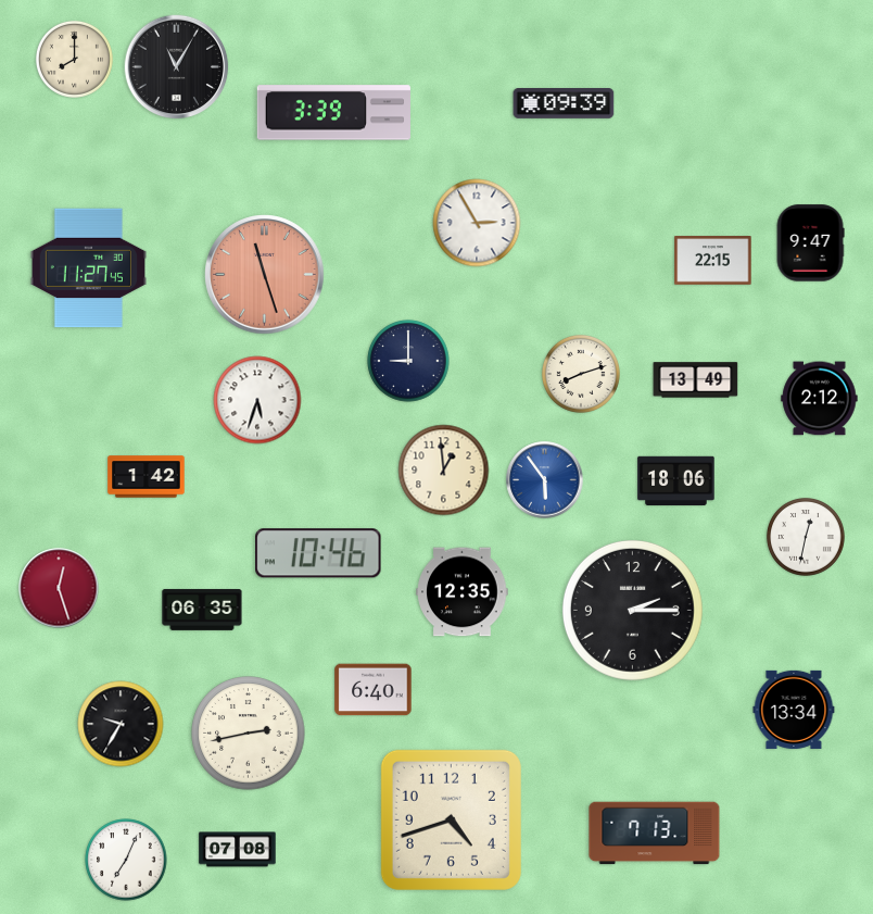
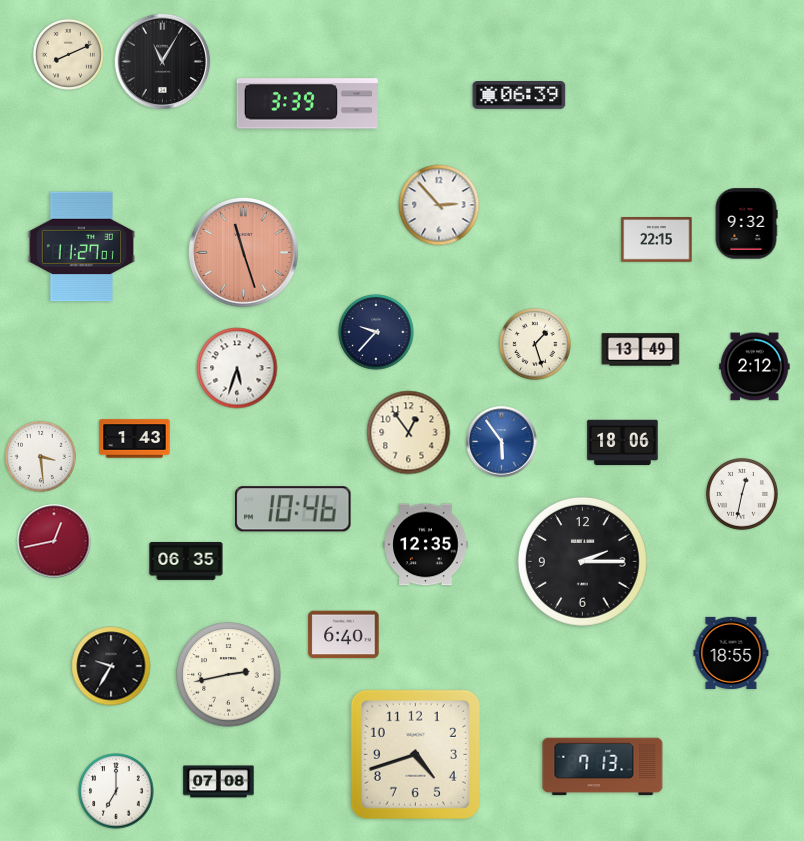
clock at (74, 59): 8:00 -> 8:11
clock at (564, 104): 09:39 -> 06:39
clock at (477, 223): 2:55 -> 2:53
clock at (810, 243): 9:47 -> 9:32
clock at (88, 268): 11:27:45 -> 11:27:01
clock at (408, 361): 9:00 -> 9:37
clock at (581, 374): 8:12 -> 1:27
clock at (444, 471): 12:59 -> 12:54
clock at (147, 477): 1:42 -> 1:43
clock at (40, 456): none -> 3:29
clock at (59, 588): 12:27 -> 12:43
clock at (794, 710): 13:34 -> 18:55
clock at (126, 860): 7:04 -> 7:00
